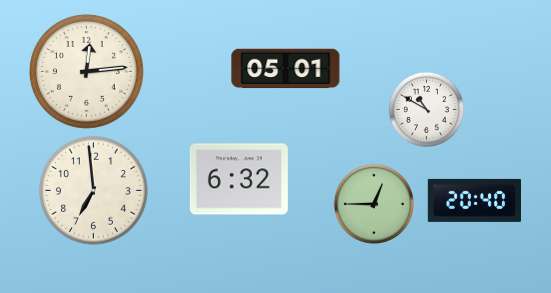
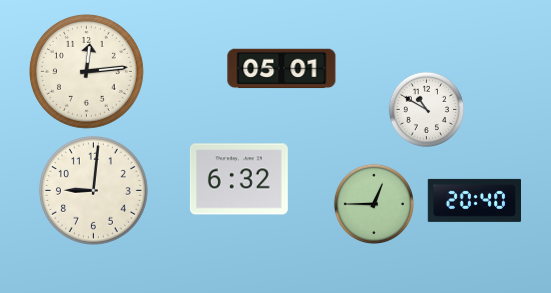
clock at (286, 69) position: (286, 69) -> (282, 69)
clock at (93, 190): 6:59 -> 9:01
